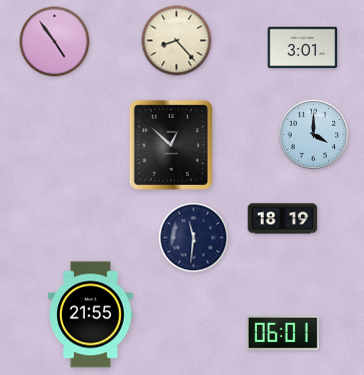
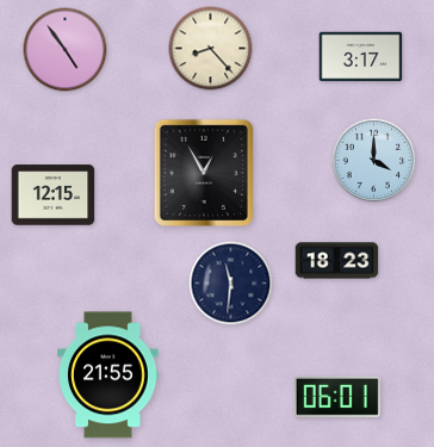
clock at (303, 48): 3:01 -> 3:17
clock at (171, 145): 12:52 -> 12:55
clock at (54, 195): none -> 12:15
clock at (283, 219): 18:19 -> 18:23
